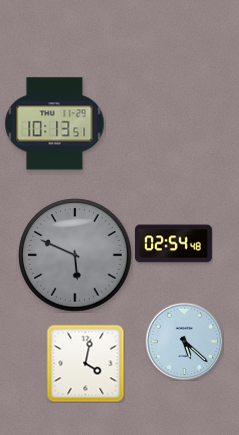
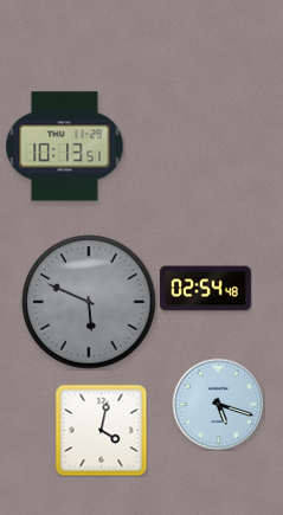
clock at (184, 341): 5:22 -> 5:18
